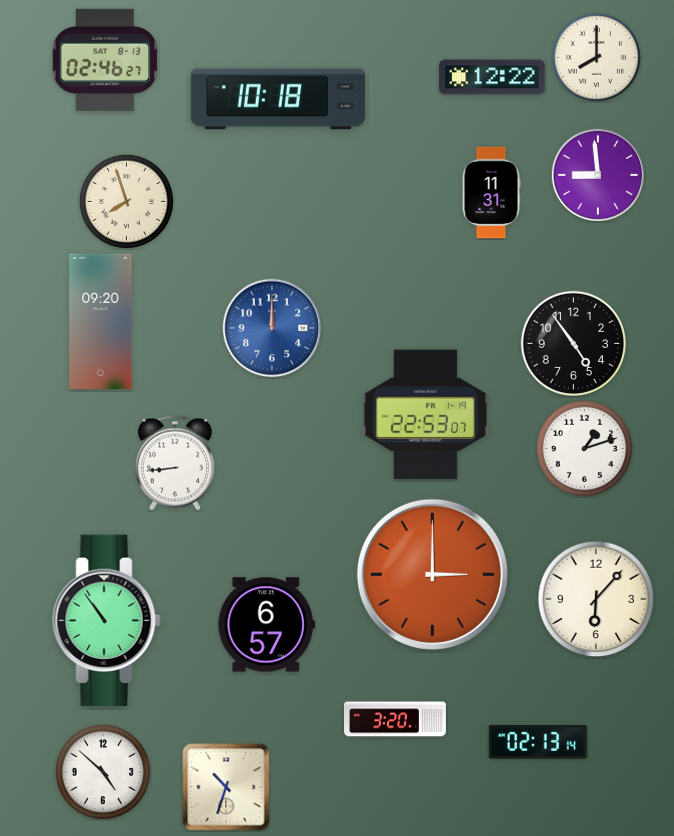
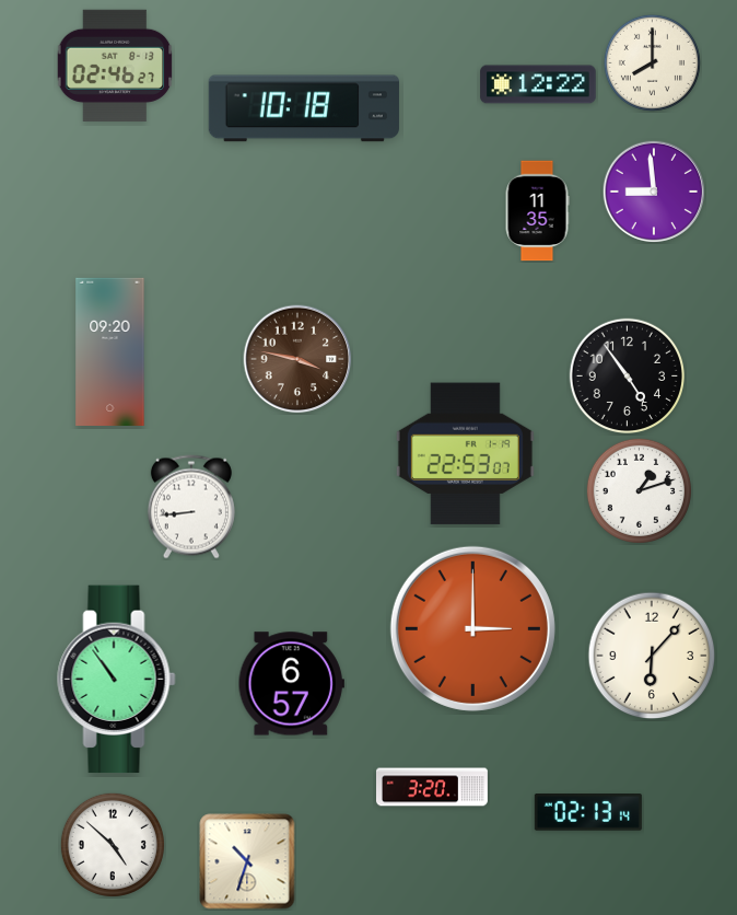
clock at (491, 193): 11:31 -> 11:35
clock at (126, 201): 7:57 -> none
clock at (272, 328): 12:00 -> 3:47
clock at (272, 328) dial: blue -> brown
